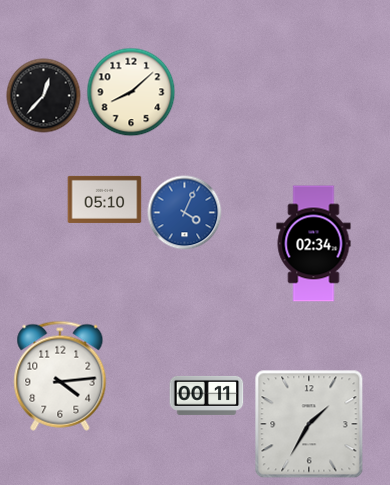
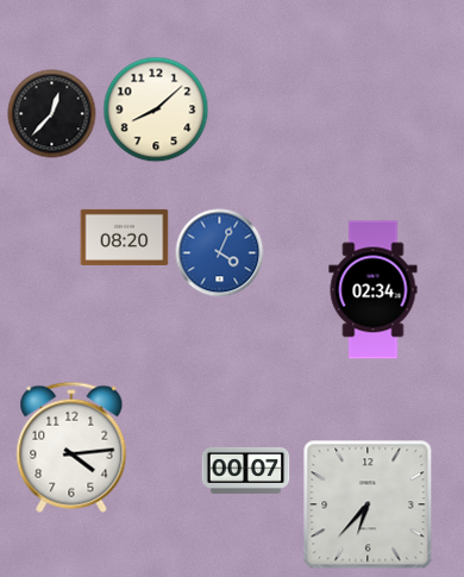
clock at (105, 199): 05:10 -> 08:20
clock at (207, 395): 00:11 -> 00:07
clock at (309, 424): 1:35 -> 6:37
